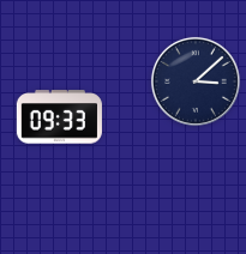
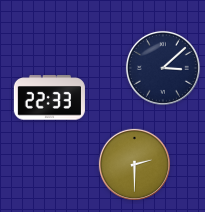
clock at (59, 117): 09:33 -> 22:33
clock at (134, 164): none -> 2:30
